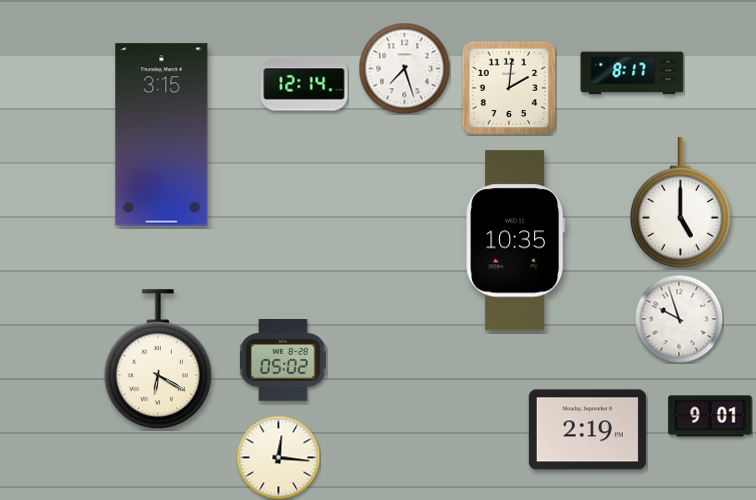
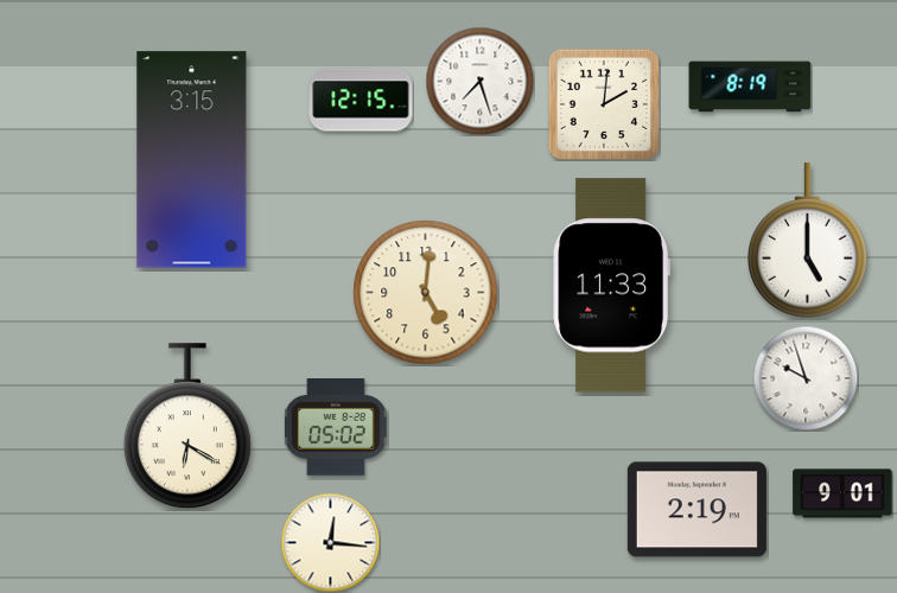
clock at (632, 73): 8:17 -> 8:19
clock at (304, 84): 12:14 -> 12:15
clock at (516, 241): 10:35 -> 11:33
clock at (426, 293): none -> 5:01
